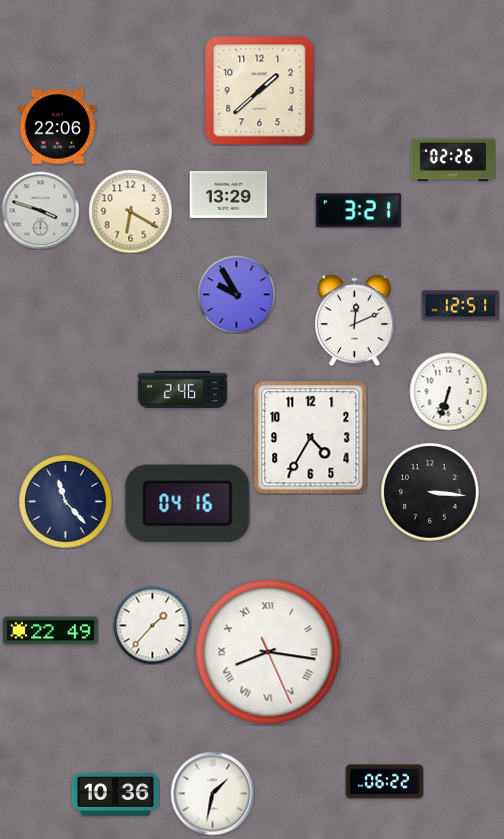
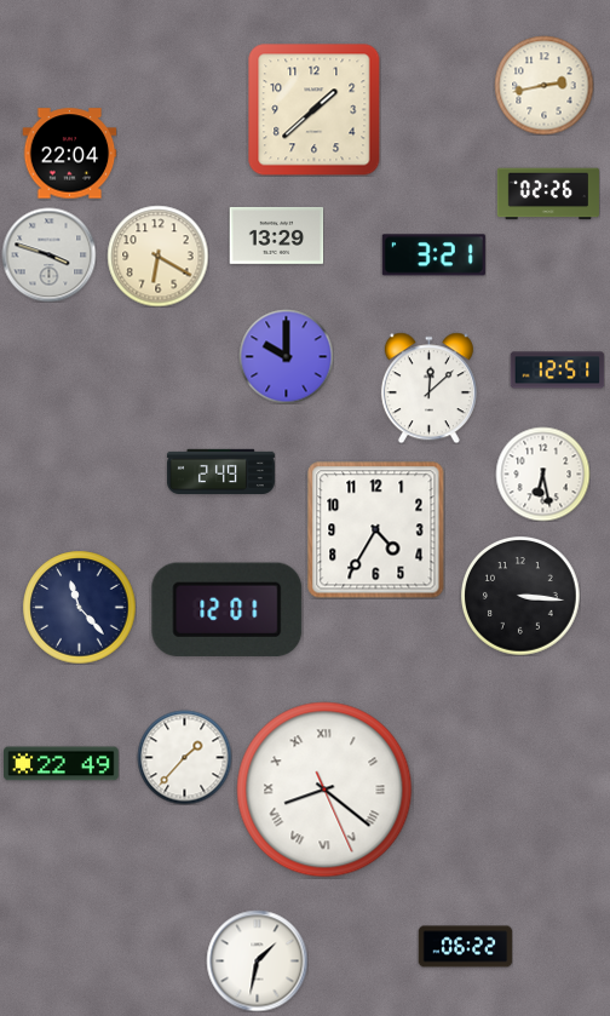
clock at (543, 85): none -> 2:43
clock at (57, 127): 22:06 -> 22:04
clock at (236, 294): 9:55 -> 10:00
clock at (354, 320): 12:11 -> 12:08
clock at (182, 389): 2:46 -> 2:49
clock at (448, 391): 6:33 -> 6:28
clock at (188, 503): 04:16 -> 12:01
clock at (268, 652): 8:16 -> 8:21
clock at (115, 795): 10:36 -> none
